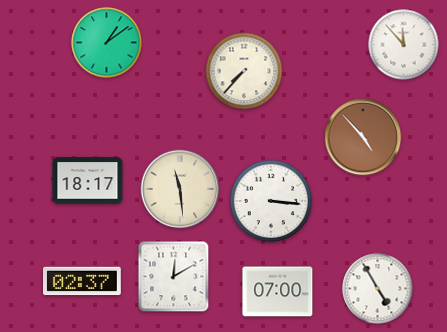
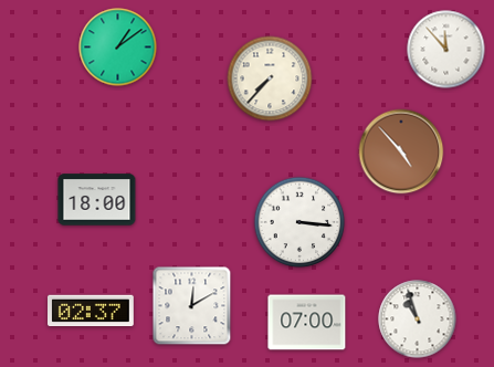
clock at (88, 181): 18:17 -> 18:00
clock at (180, 189): 11:29 -> none
clock at (378, 289): 4:55 -> 10:57
